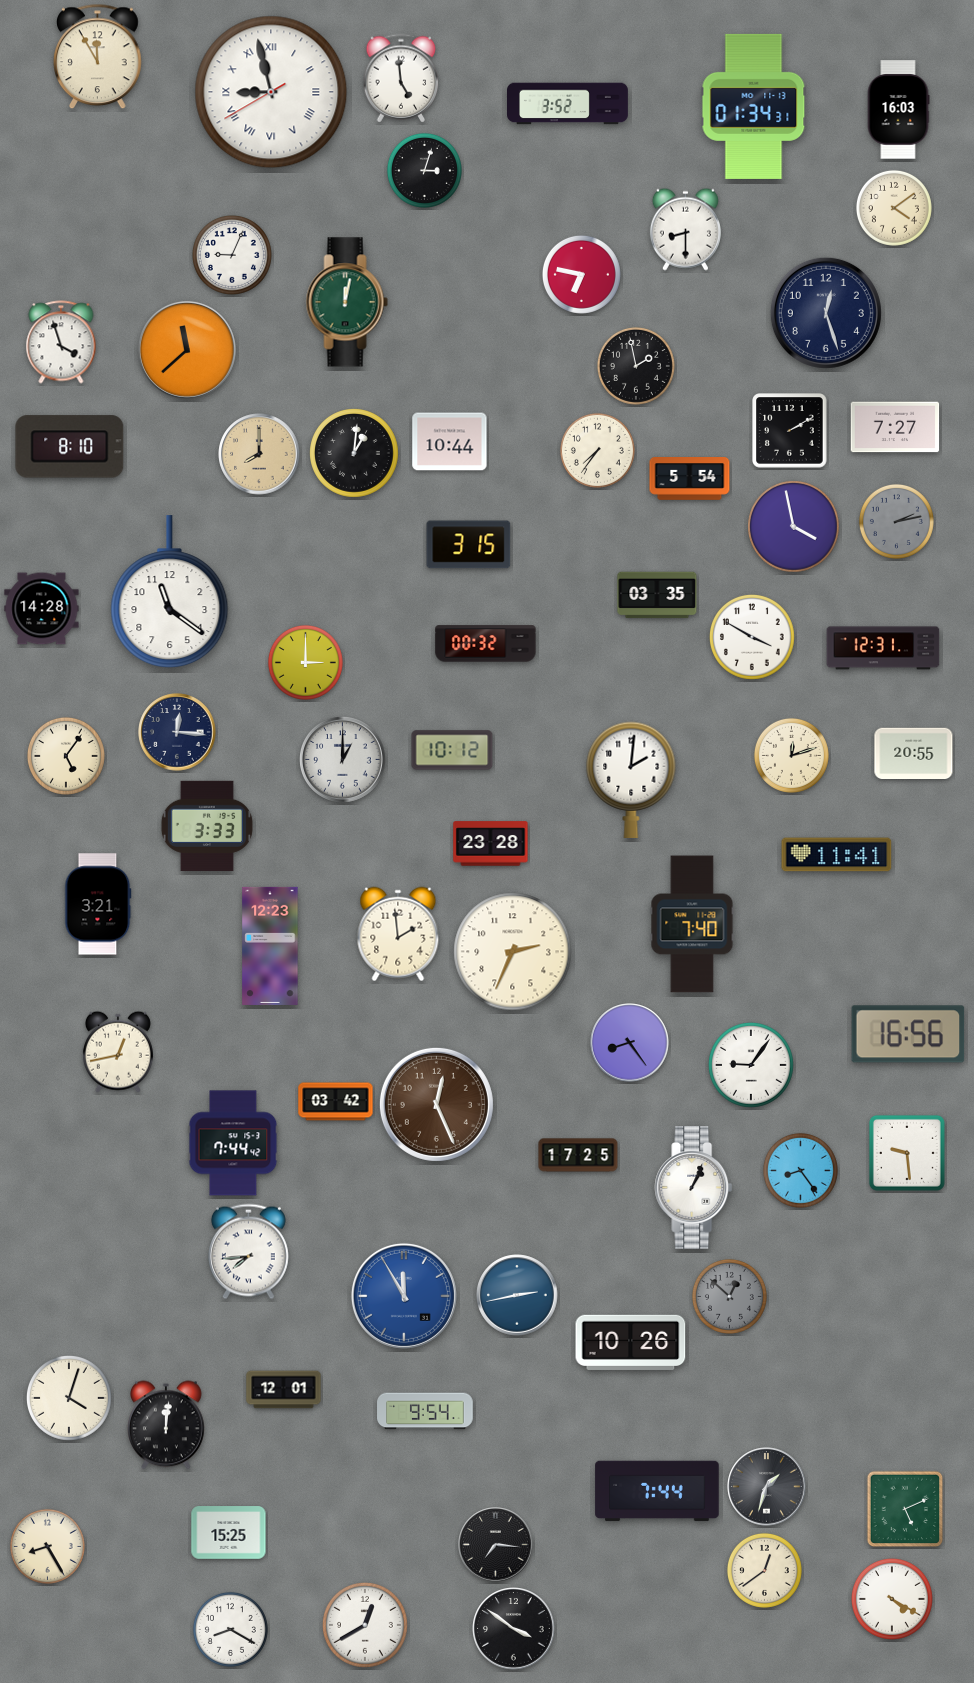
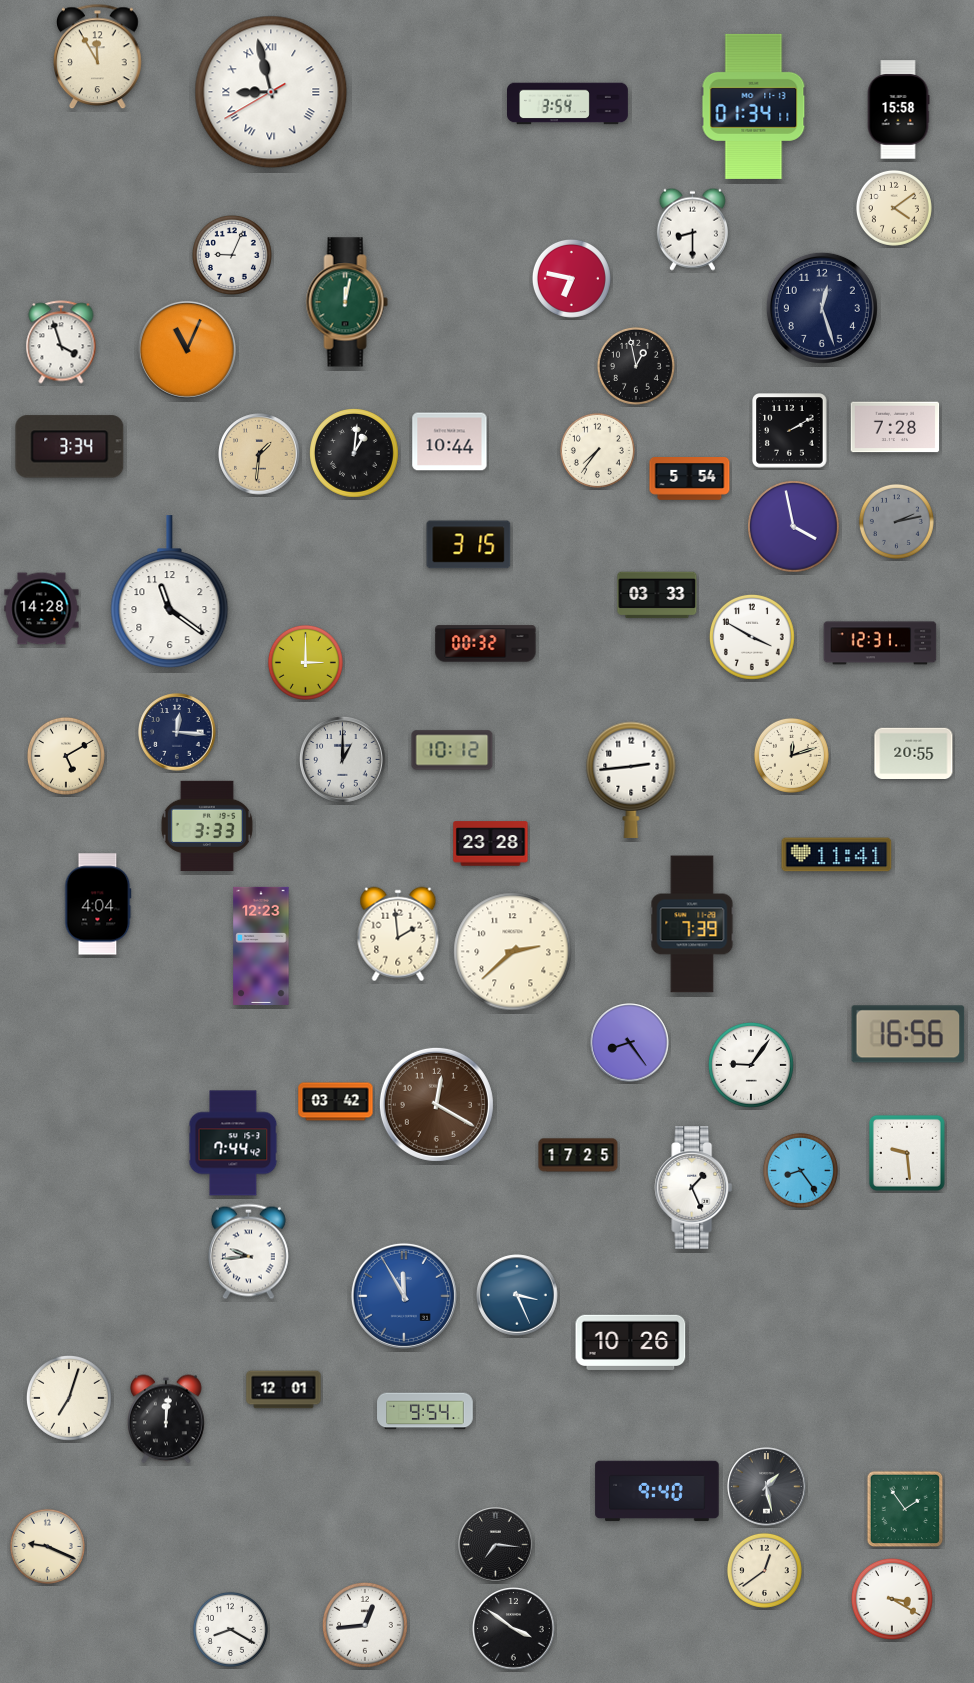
clock at (401, 78): 4:59 -> none
clock at (568, 104): 3:52 -> 3:54
clock at (754, 106): 01:34:31 -> 01:34:11
clock at (898, 110): 16:03 -> 15:58
clock at (424, 170): 3:03 -> none
clock at (685, 229) position: (685, 229) -> (692, 229)
clock at (581, 274) position: (581, 274) -> (571, 278)
clock at (826, 313) position: (826, 313) -> (822, 308)
clock at (187, 350): 11:38 -> 11:04
clock at (636, 366): 1:58 -> 12:58
clock at (895, 427): 7:27 -> 7:28
clock at (70, 447): 8:10 -> 3:34
clock at (259, 454): 8:00 -> 1:31
clock at (657, 595): 03:35 -> 03:33
clock at (883, 648) position: (883, 648) -> (880, 643)
clock at (66, 756): 5:06 -> 5:10
clock at (631, 780): 2:01 -> 2:44
clock at (98, 904): 3:21 -> 4:04
clock at (692, 924): 7:40 -> 7:39
clock at (270, 946) position: (270, 946) -> (261, 946)
clock at (513, 952): 2:34 -> 2:38
clock at (118, 1052): 12:43 -> none
clock at (436, 1104): 12:26 -> 12:20
clock at (694, 1188): 1:04 -> 1:26
clock at (248, 1252): 7:44 -> 9:44
clock at (517, 1295): 2:43 -> 3:26
clock at (729, 1296): 12:52 -> none
clock at (69, 1398): 4:03 -> 7:03
clock at (167, 1425) position: (167, 1425) -> (167, 1419)
clock at (767, 1487): 1:33 -> 1:28
clock at (657, 1491): 7:44 -> 9:40
clock at (905, 1509): 5:11 -> 1:54
clock at (229, 1533): 15:25 -> none
clock at (47, 1546): 8:25 -> 9:19
clock at (892, 1599): 4:20 -> 3:20
clock at (365, 1625): 12:40 -> 12:44
